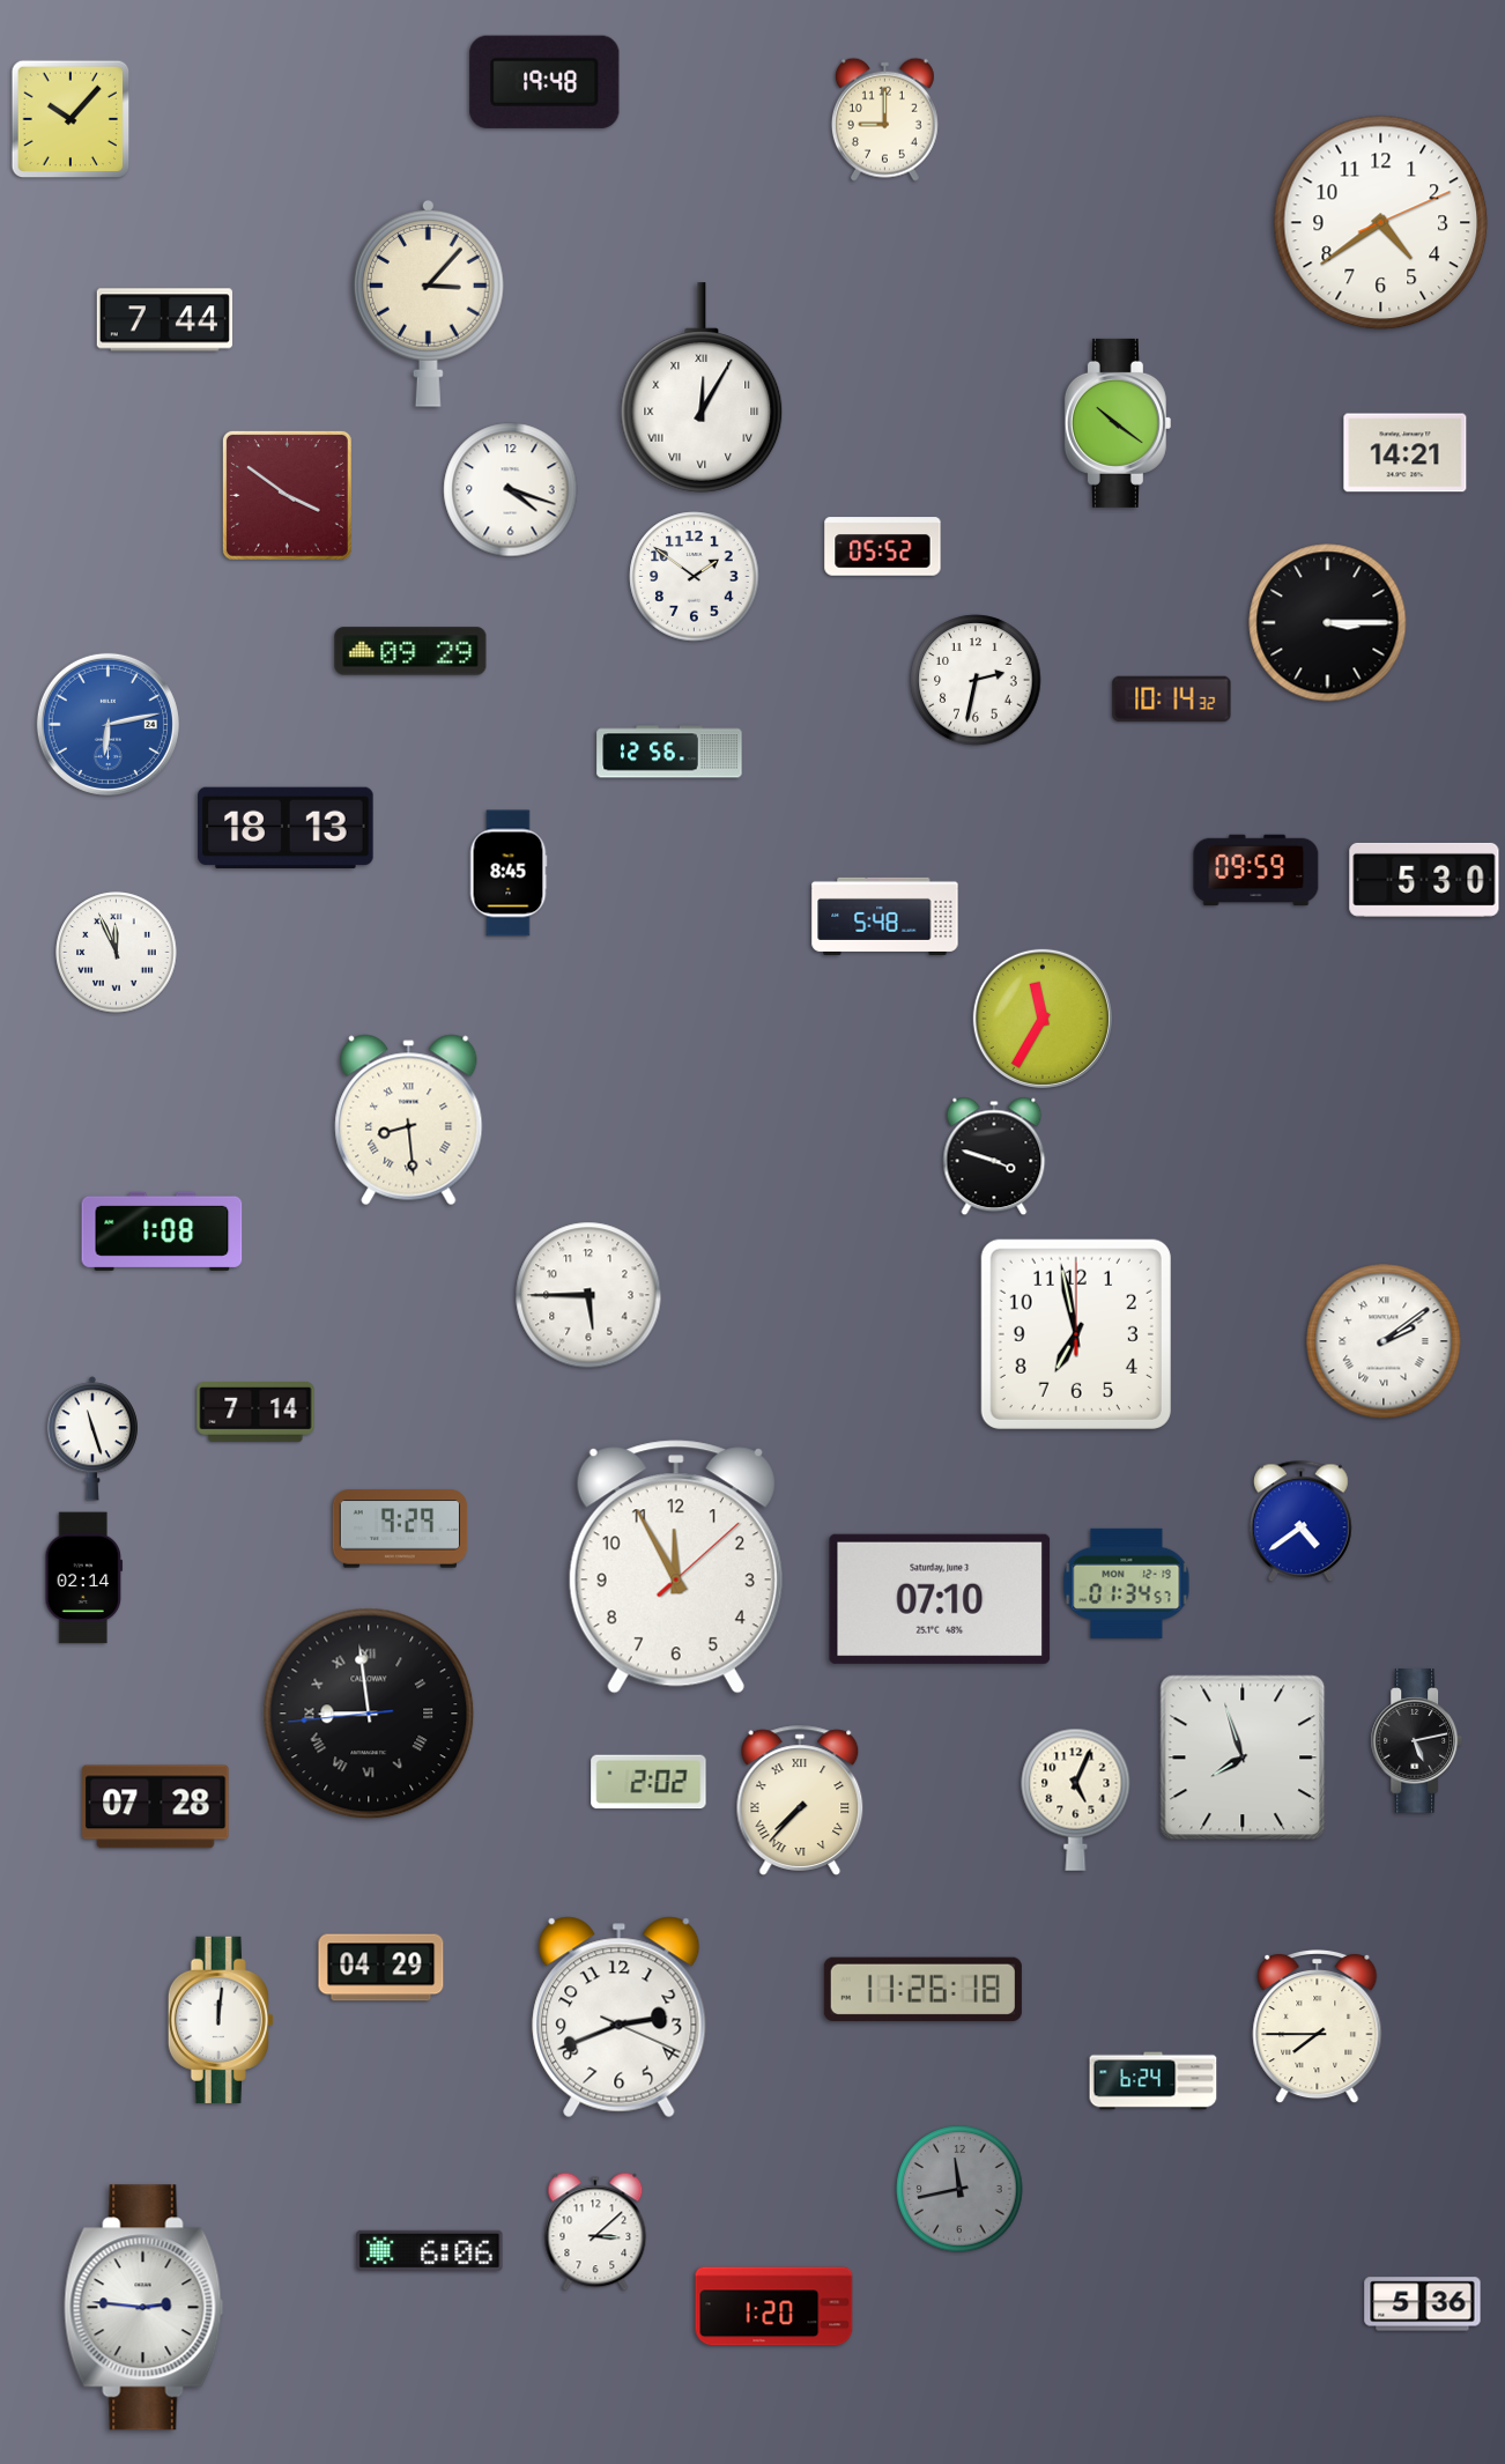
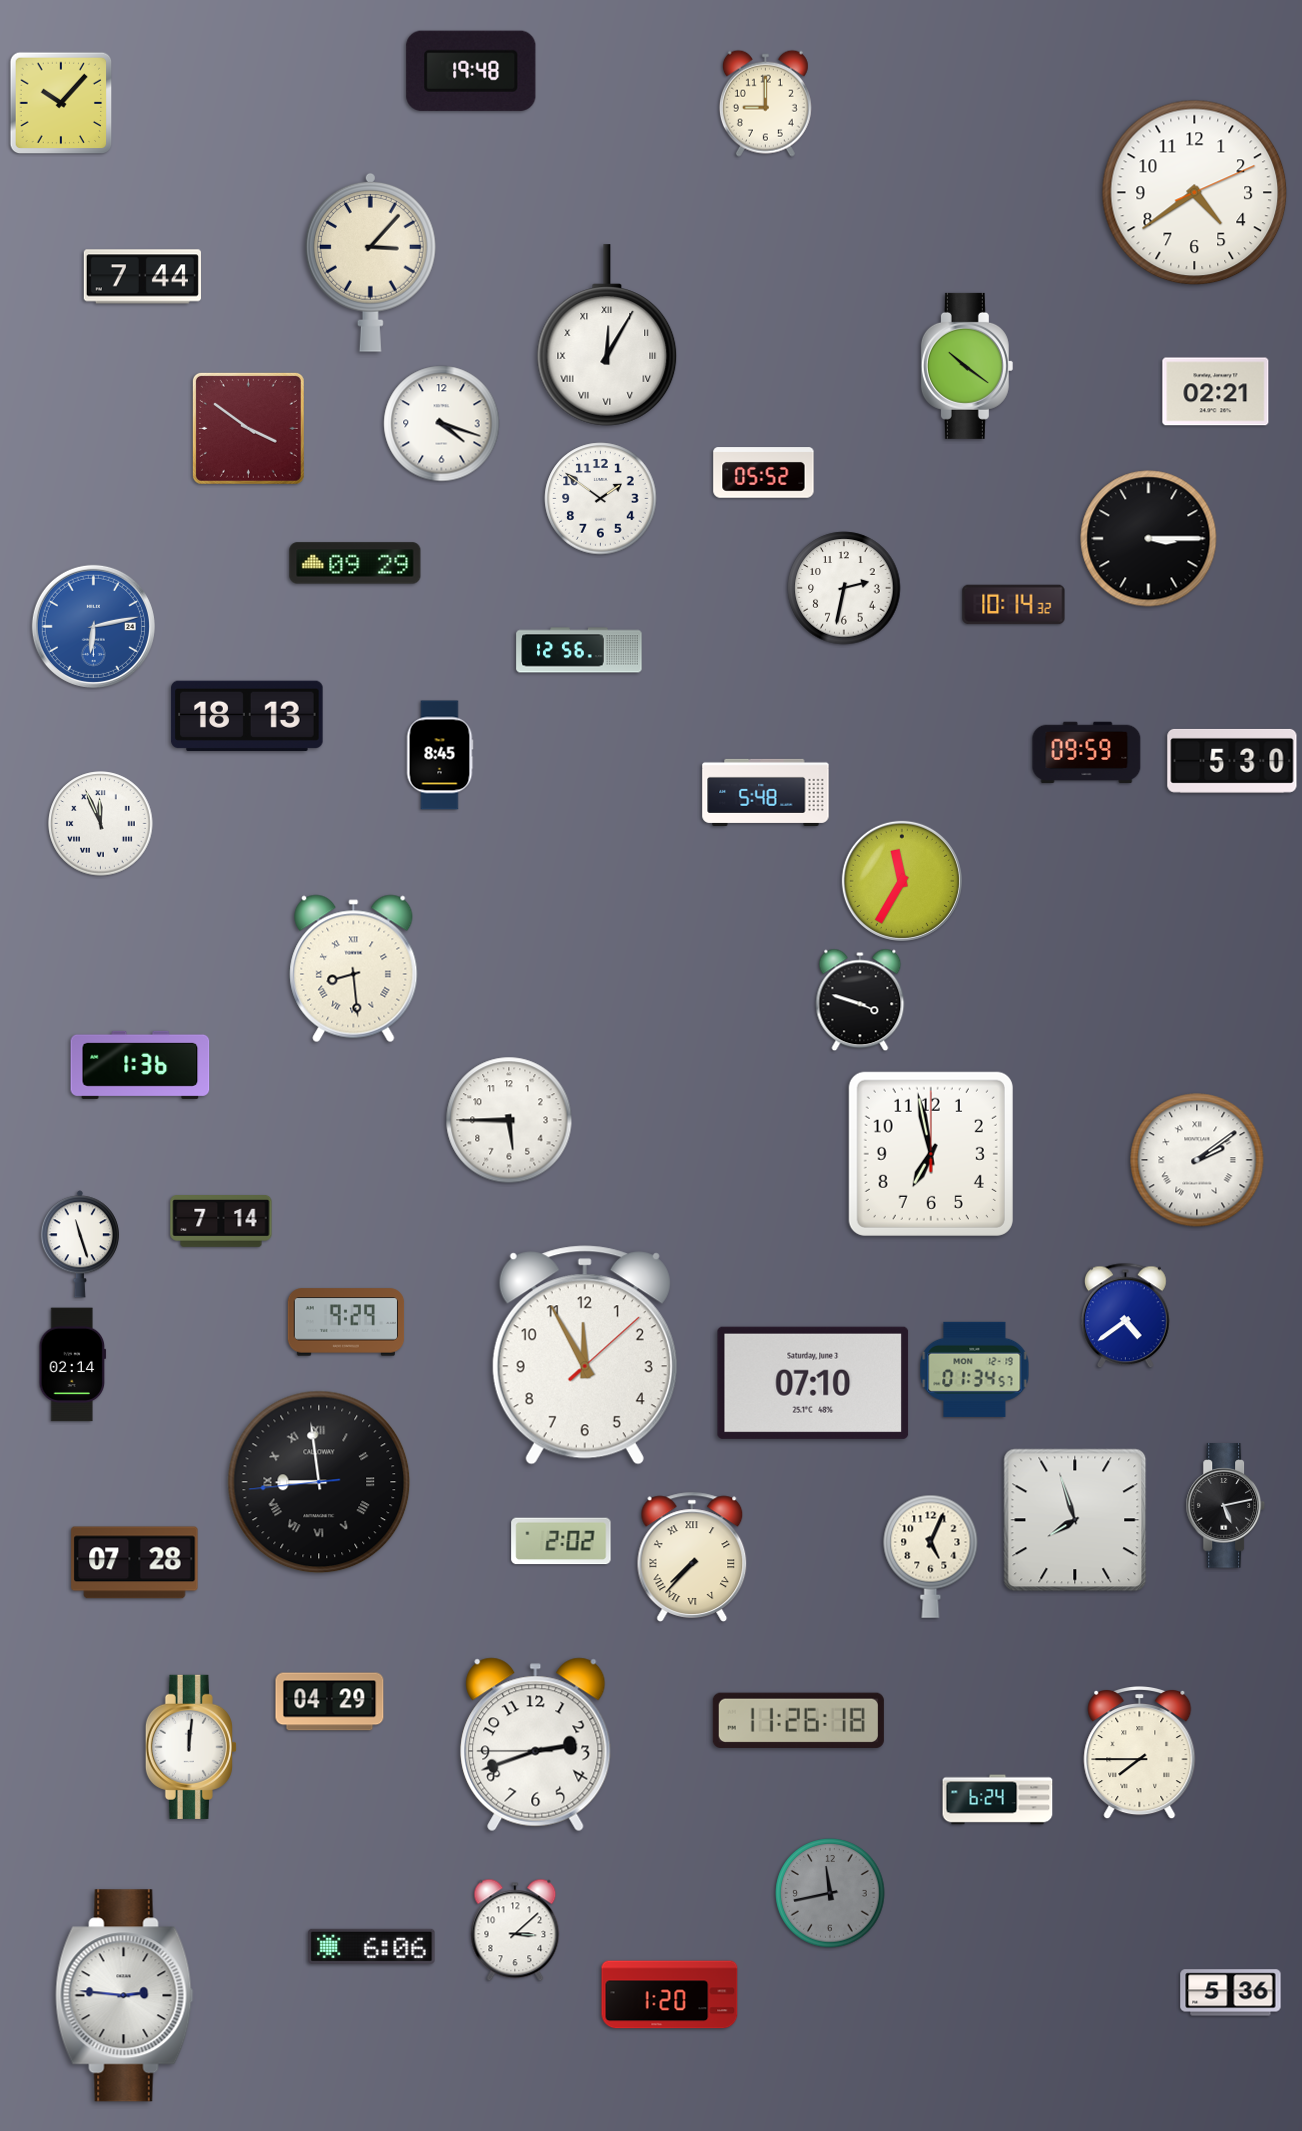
clock at (1406, 453): 14:21 -> 02:21
clock at (162, 1231): 1:08 -> 1:36
clock at (620, 2018): 2:41:19 -> 2:41:45
